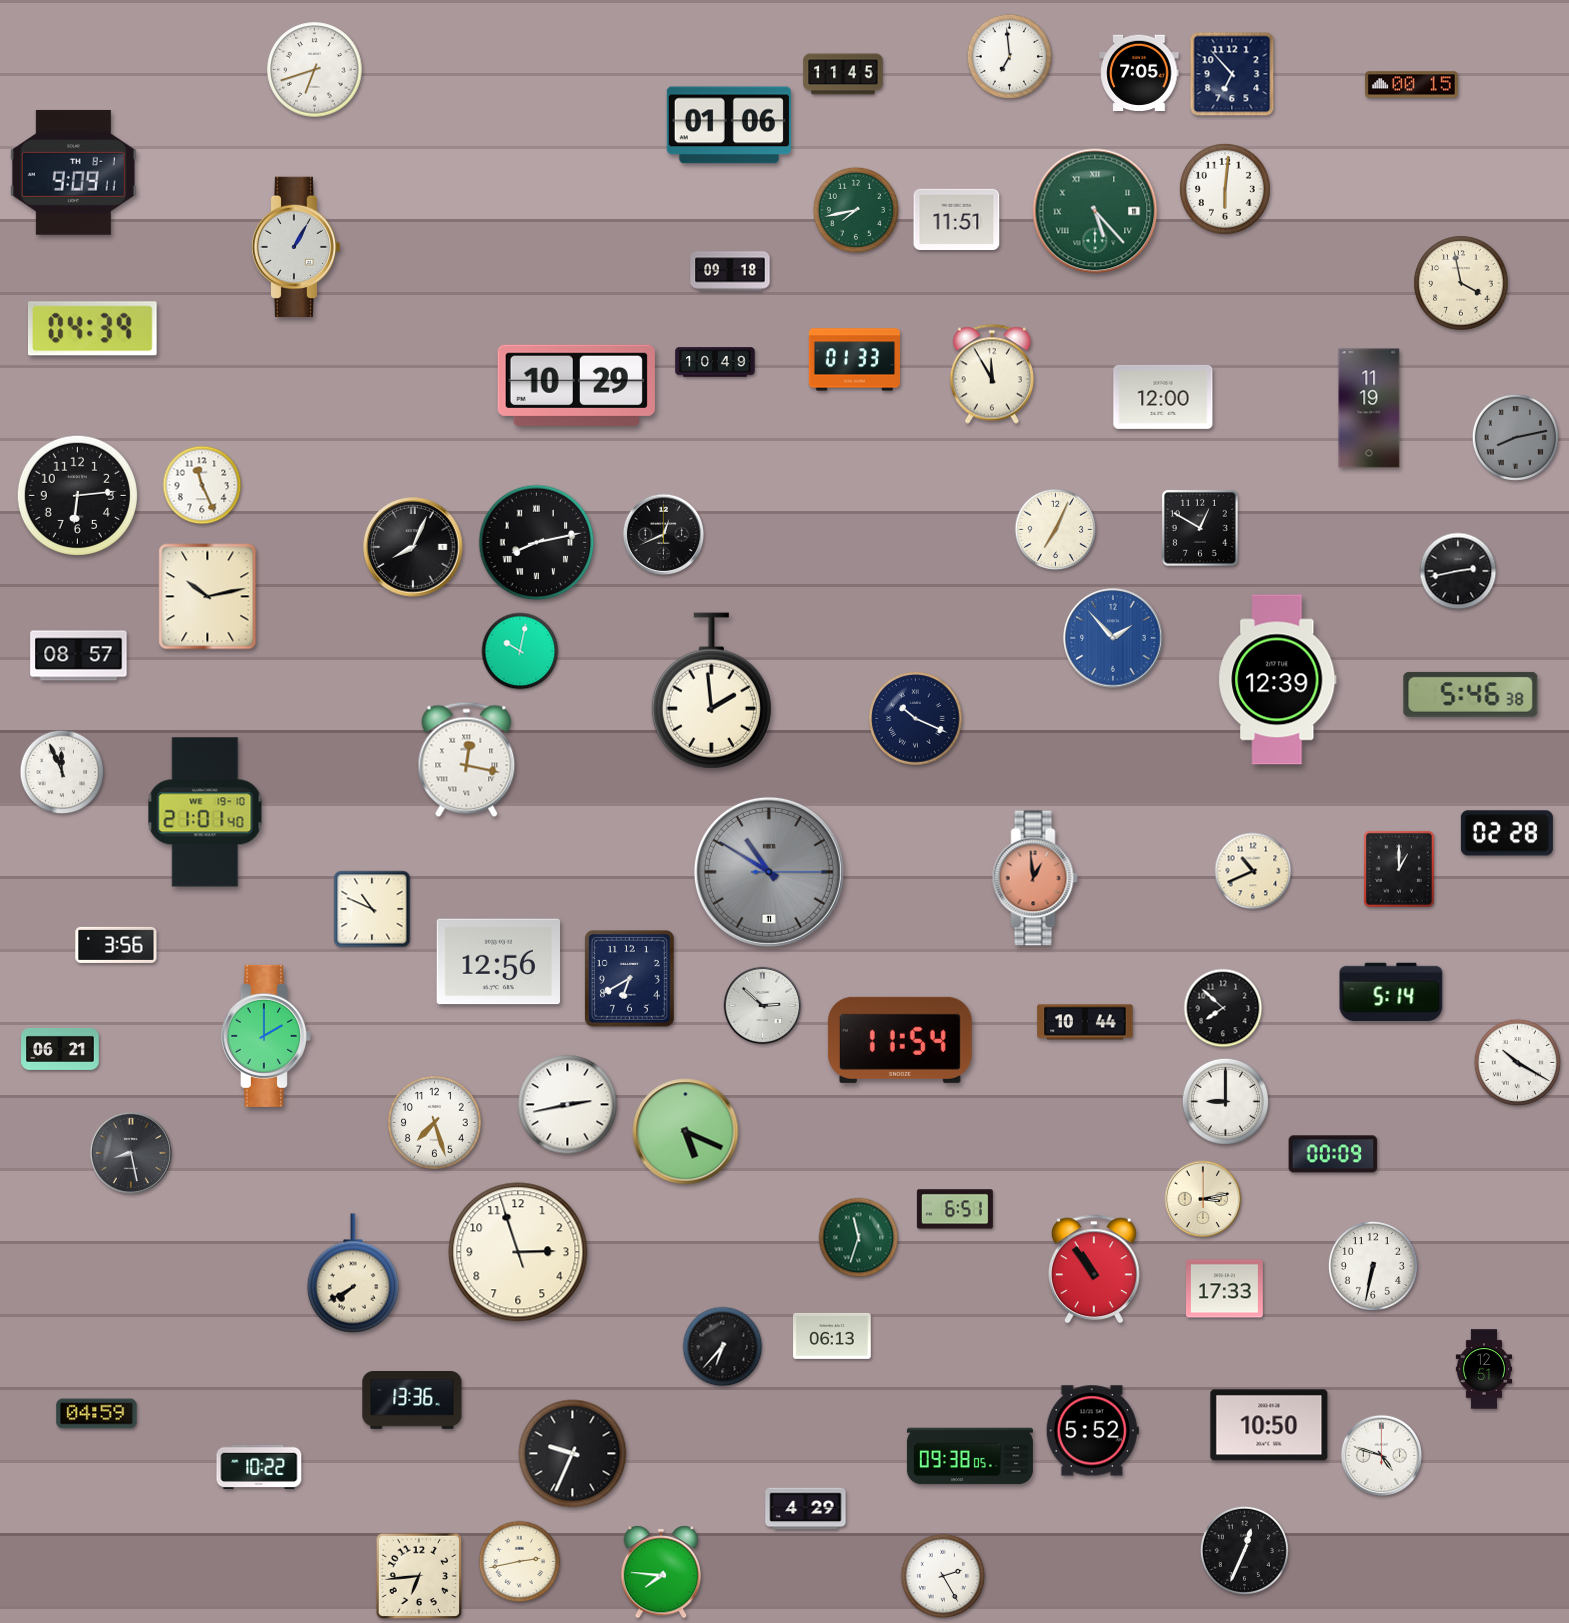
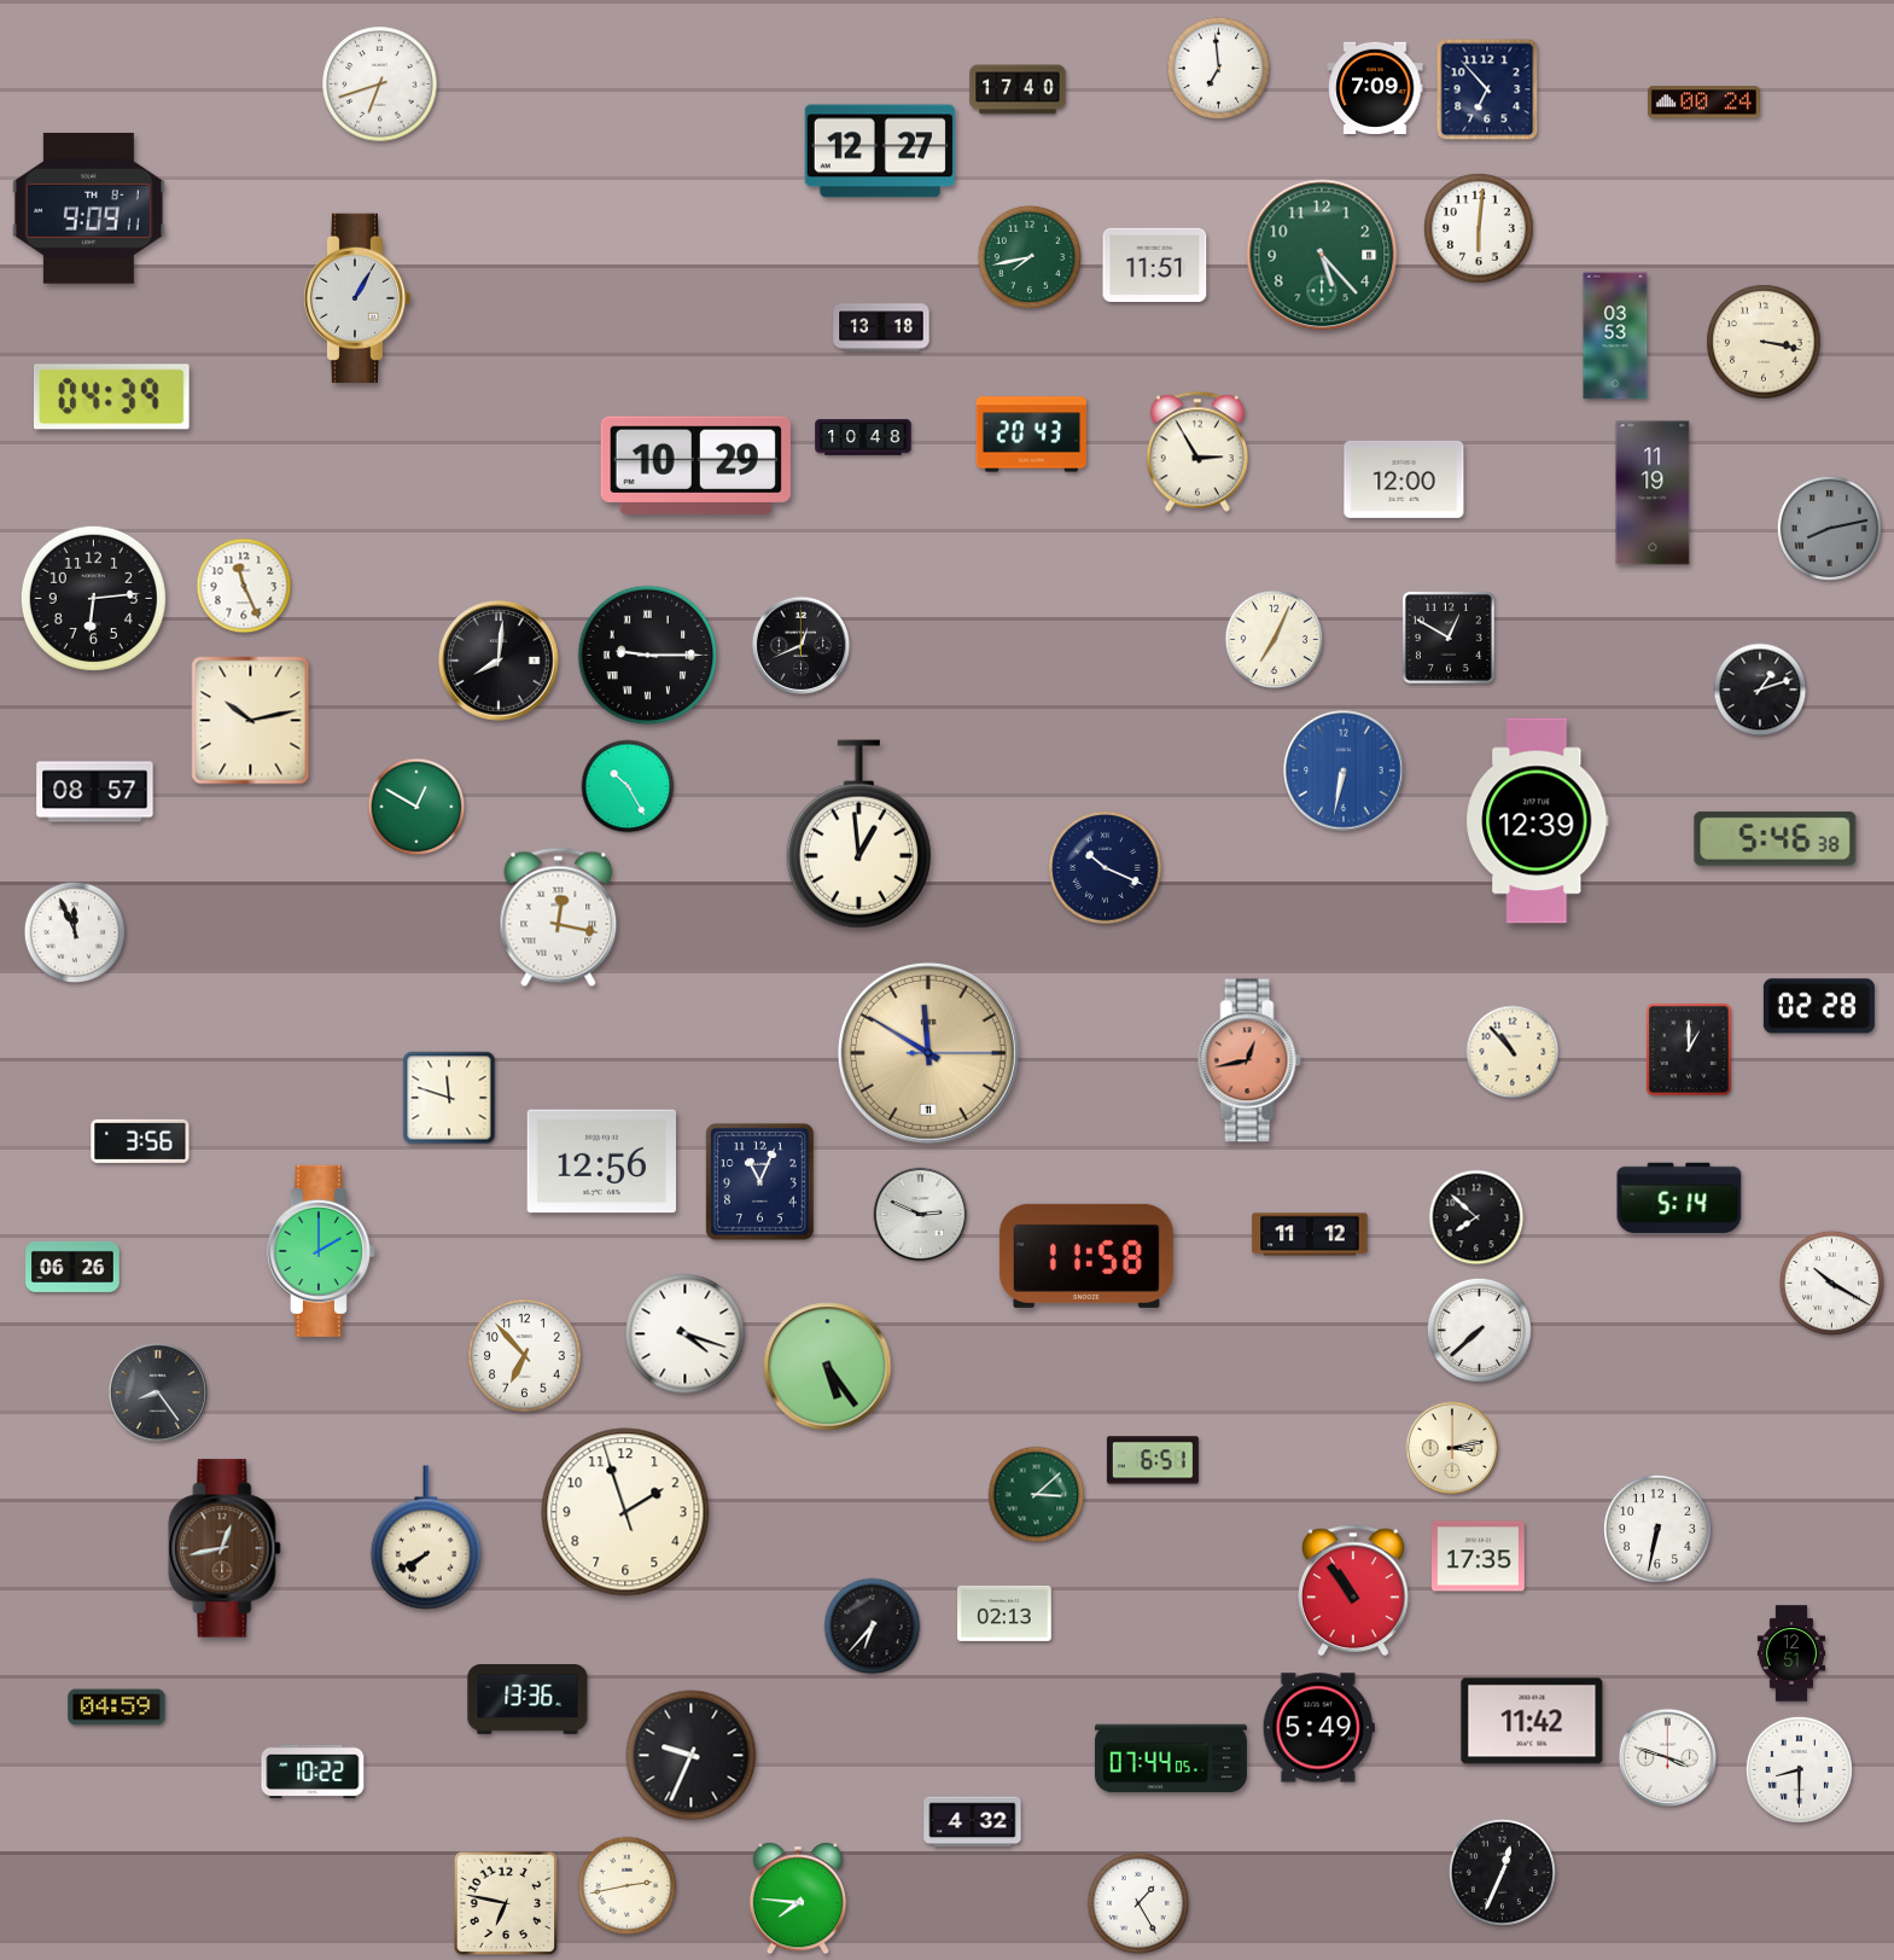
clock at (1139, 72): 7:05 -> 7:09
clock at (843, 74): 11:45 -> 17:40
clock at (1411, 85): 00:15 -> 00:24
clock at (729, 125): 01:06 -> 12:27
clock at (855, 209) position: (855, 209) -> (1028, 256)
clock at (1095, 211) numerals: Roman -> Arabic
clock at (730, 271): 09:18 -> 13:18
clock at (1615, 336): none -> 03:53
clock at (1461, 283): 3:58 -> 3:17
clock at (854, 360): 01:33 -> 20:43
clock at (715, 362): 10:49 -> 10:48
clock at (992, 374): 11:55 -> 2:55
clock at (537, 543): 8:13 -> 9:15
clock at (413, 547): 8:04 -> 8:01
clock at (1458, 571): 2:43 -> 1:12
clock at (1113, 638): 1:53 -> 6:32
clock at (520, 651): 10:02 -> 10:25
clock at (416, 807): none -> 12:50
clock at (1278, 680) position: (1278, 680) -> (1538, 821)
clock at (711, 691): 1:59 -> 12:59
clock at (467, 760) position: (467, 760) -> (559, 918)
clock at (205, 812): 21:01 -> none
clock at (1253, 871): 10:41 -> 10:53
clock at (769, 872): 10:50 -> 11:50
clock at (769, 872) dial: grey -> champagne
clock at (1035, 878): 12:59 -> 12:43
clock at (372, 909): 10:49 -> 11:48
clock at (629, 979): 6:40 -> 11:04
clock at (763, 1006): 2:52 -> 2:49
clock at (1085, 1022): 10:44 -> 11:12
clock at (900, 1040): 11:54 -> 11:58
clock at (60, 1049): 06:21 -> 06:26
clock at (1225, 1101): 9:00 -> 7:38
clock at (568, 1105): 2:43 -> 4:18
clock at (435, 1123): 7:27 -> 6:53
clock at (686, 1132): 5:19 -> 5:24
clock at (130, 1152): 8:28 -> 8:24
clock at (1333, 1154): 00:09 -> none
clock at (859, 1238): 11:33 -> 3:08
clock at (518, 1252): 2:56 -> 1:56
clock at (1094, 1269) position: (1094, 1269) -> (1353, 1590)
clock at (225, 1548): none -> 12:43
clock at (1225, 1289): 17:33 -> 17:35
clock at (832, 1336): 06:13 -> 02:13
clock at (412, 1401) position: (412, 1401) -> (528, 1700)
clock at (1269, 1425): 10:50 -> 11:42
clock at (1092, 1431): 5:52 -> 5:49
clock at (970, 1456): 09:38 -> 07:44
clock at (1382, 1456): 4:48 -> 3:48
clock at (1799, 1769): none -> 8:30
clock at (806, 1509): 4:29 -> 4:32
clock at (419, 1576): 6:44 -> 6:47
clock at (943, 1576): 2:25 -> 1:25
